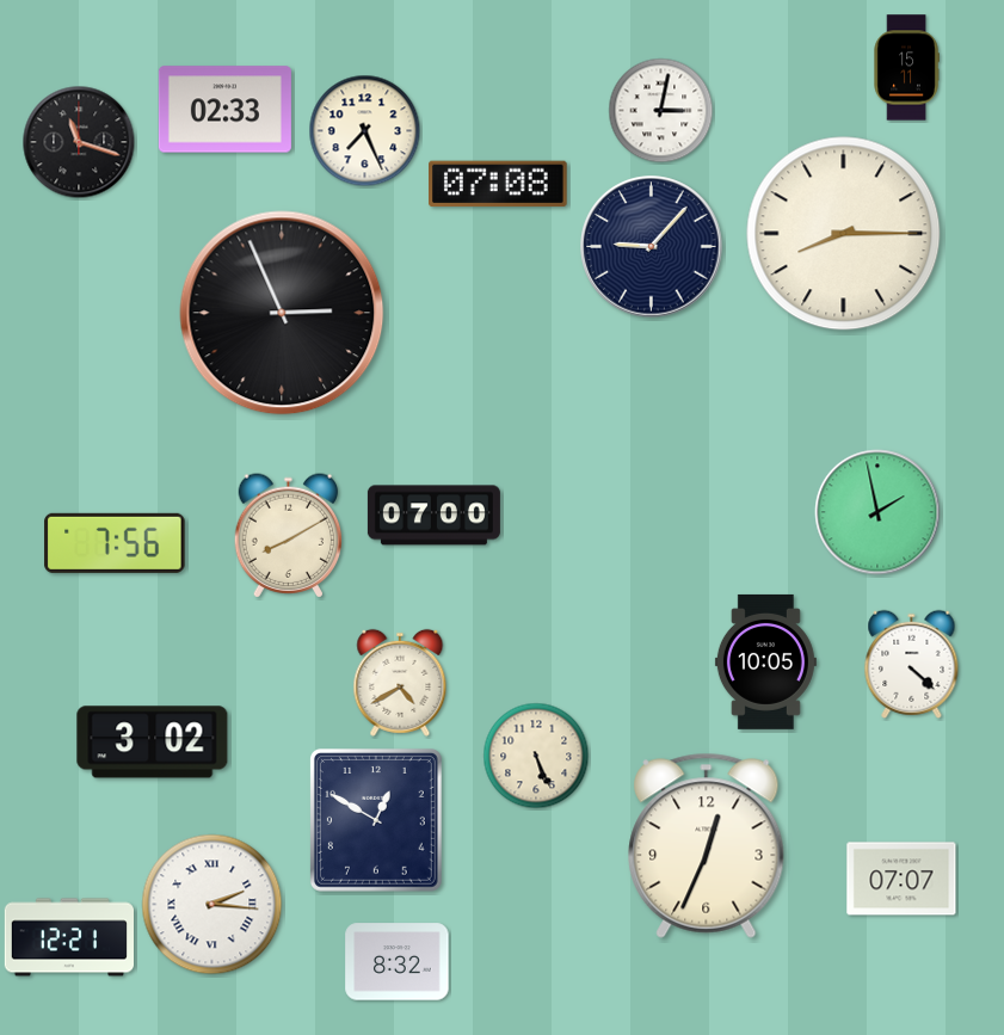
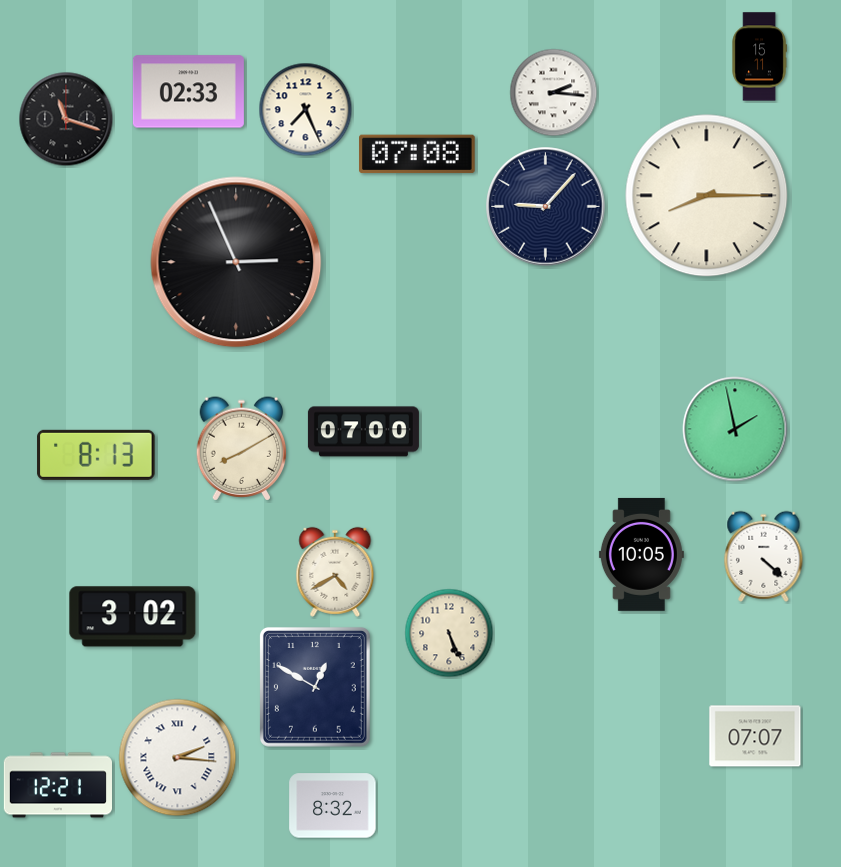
clock at (661, 111): 3:02 -> 2:16
clock at (115, 543): 7:56 -> 8:13
clock at (153, 743) position: (153, 743) -> (133, 617)
clock at (707, 845): 12:34 -> none
